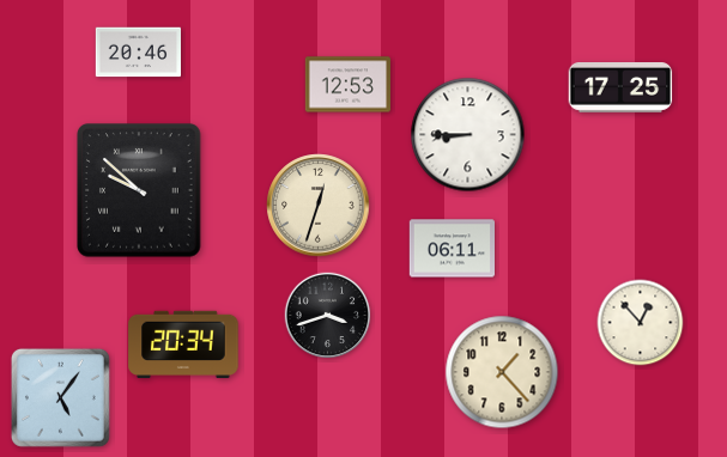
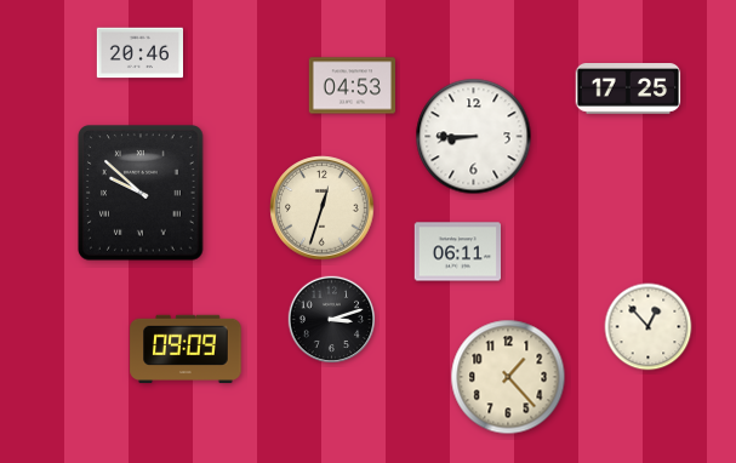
clock at (347, 85): 12:53 -> 04:53
clock at (328, 316): 3:42 -> 3:12
clock at (183, 345): 20:34 -> 09:09
clock at (60, 397): 5:06 -> none
